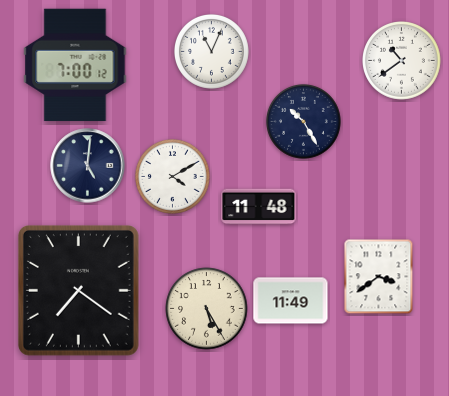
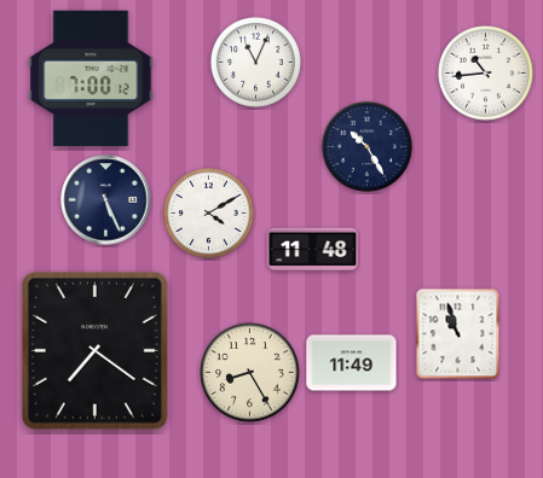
clock at (402, 61): 10:39 -> 10:44
clock at (88, 166): 5:01 -> 5:26
clock at (379, 277): 3:39 -> 10:57
clock at (207, 309): 5:25 -> 8:25
